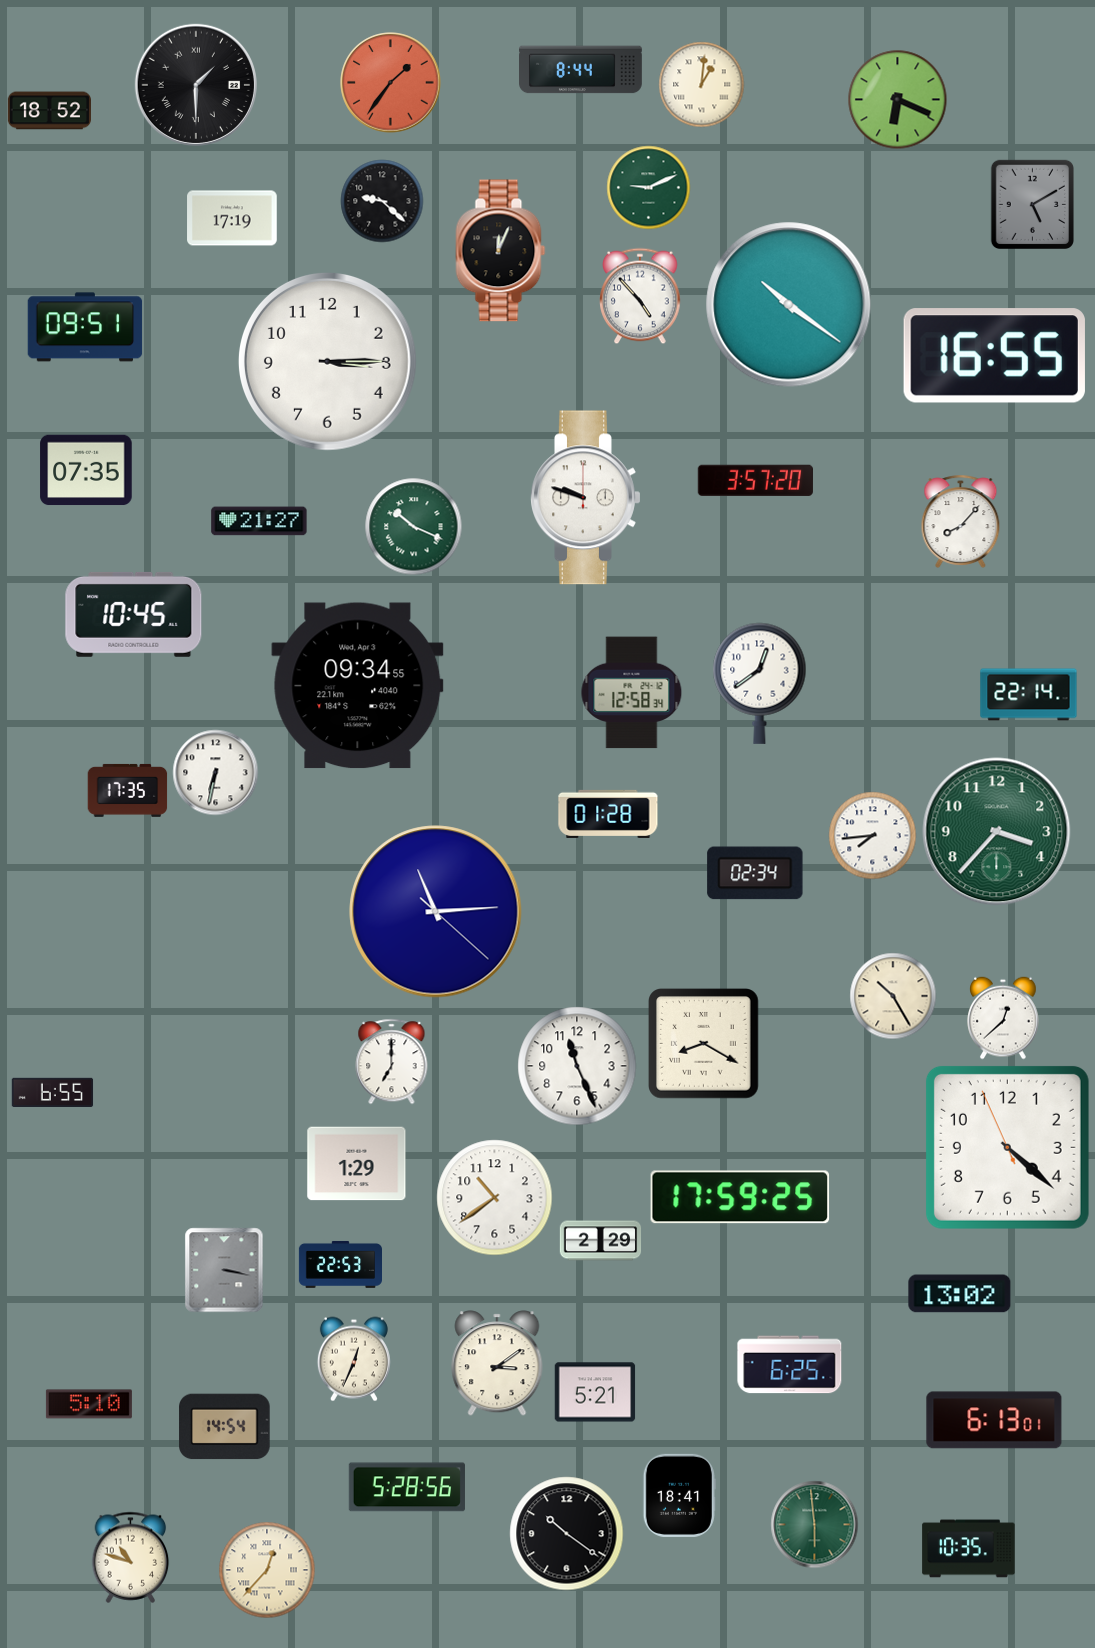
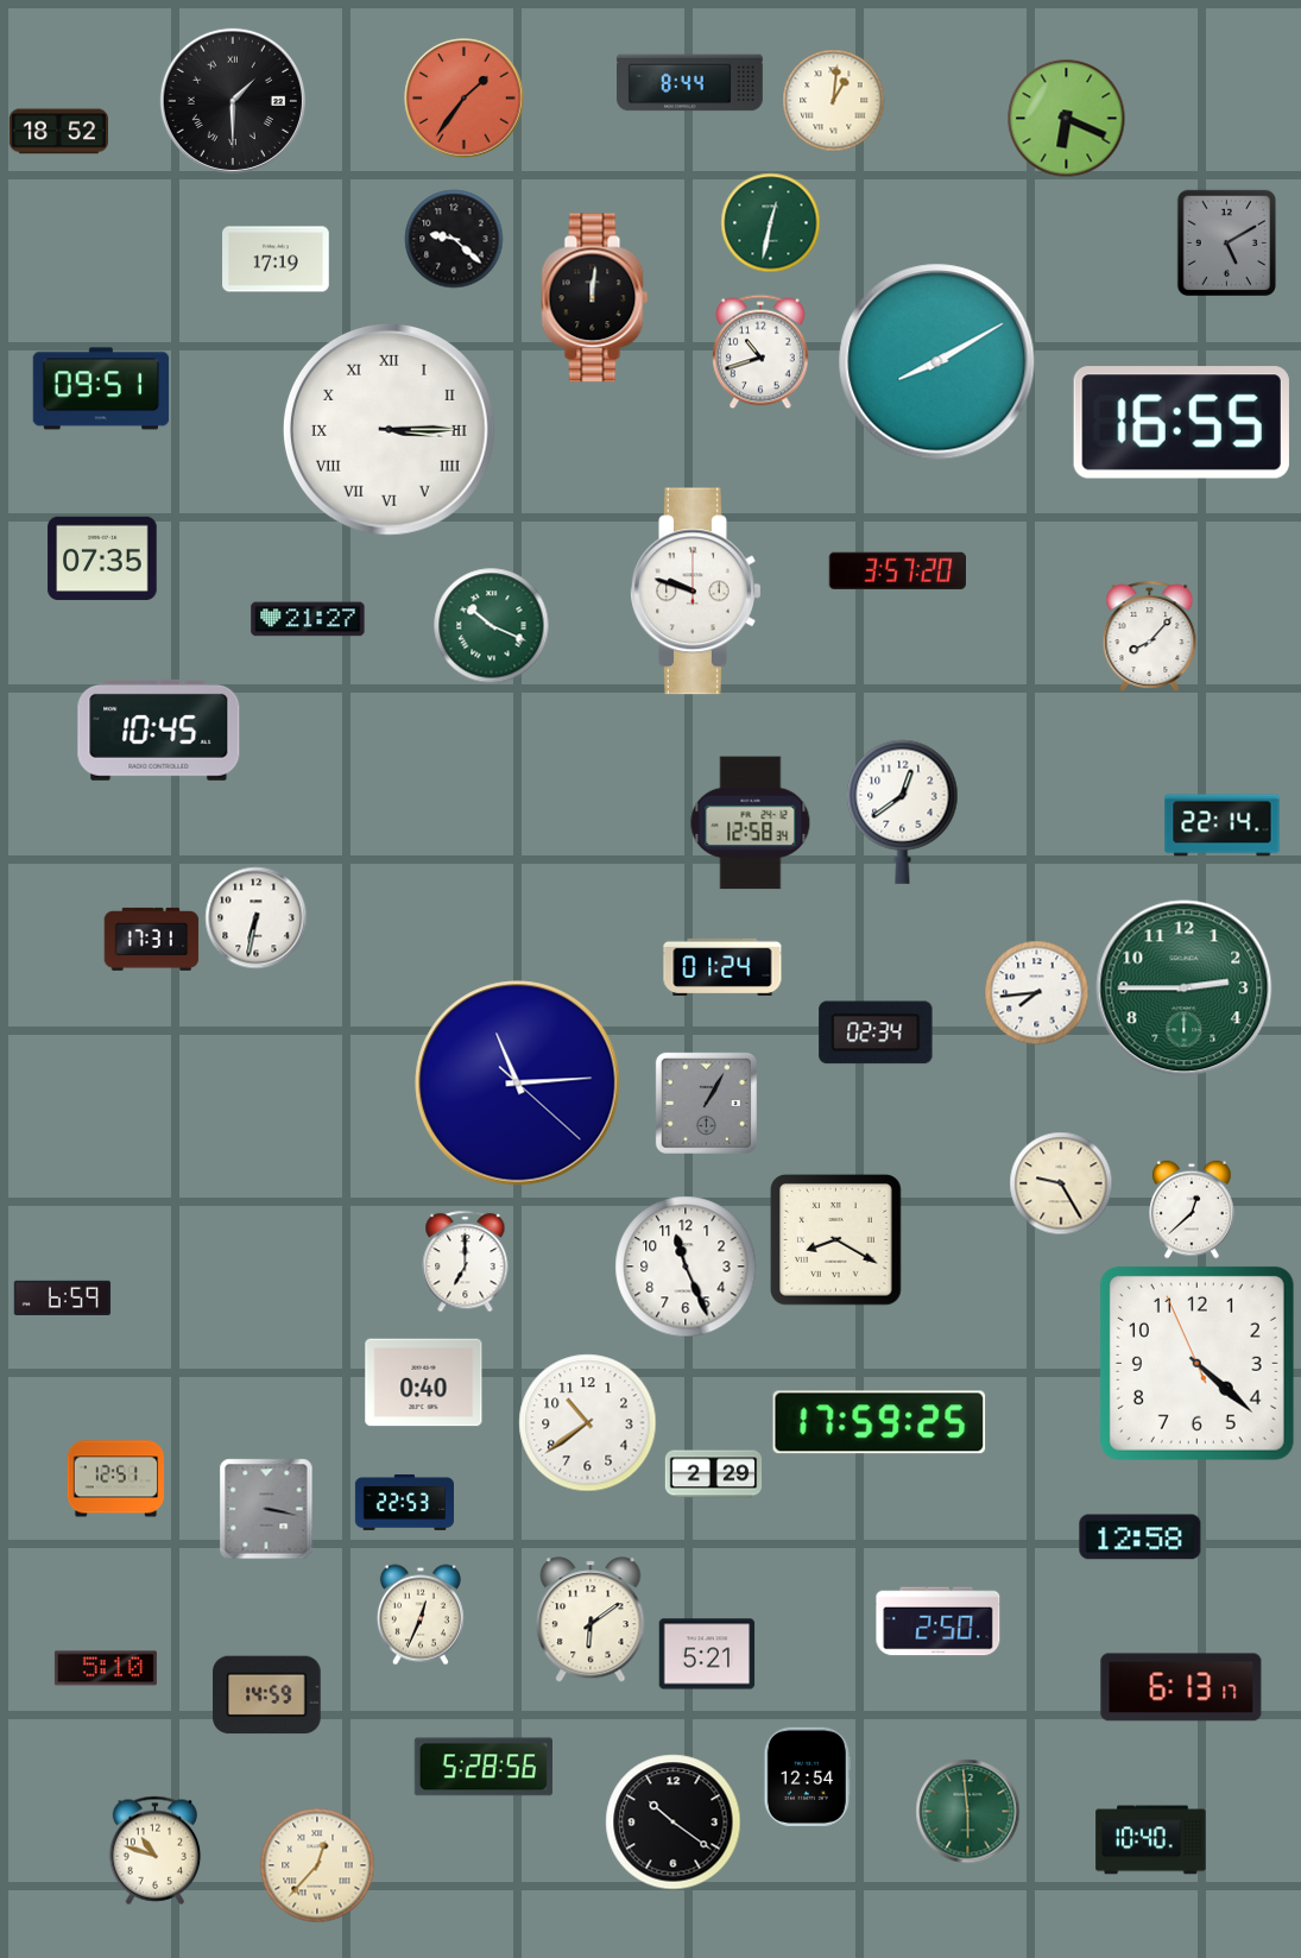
clock at (649, 188): 9:11 -> 12:32
clock at (501, 251): 12:04 -> 12:01
clock at (640, 296): 4:53 -> 10:42
clock at (789, 305): 10:21 -> 8:10
clock at (327, 361) numerals: Arabic -> Roman
clock at (961, 522) position: (961, 522) -> (1150, 637)
clock at (358, 686): 09:34 -> none
clock at (128, 790): 17:35 -> 17:31
clock at (608, 814): 01:28 -> 01:24
clock at (997, 832): 3:37 -> 2:45
clock at (755, 873) position: (755, 873) -> (876, 1032)
clock at (706, 1103): none -> 1:05
clock at (893, 996): 10:25 -> 9:25
clock at (53, 1092): 6:55 -> 6:59
clock at (357, 1164): 1:29 -> 0:40
clock at (116, 1479): none -> 12:51
clock at (960, 1294): 13:02 -> 12:58
clock at (497, 1363): 3:09 -> 6:09
clock at (790, 1365): 6:25 -> 2:50
clock at (994, 1420): 6:13:01 -> 6:13:17
clock at (225, 1427): 14:54 -> 14:59
clock at (679, 1495): 18:41 -> 12:54
clock at (969, 1549): 10:35 -> 10:40
